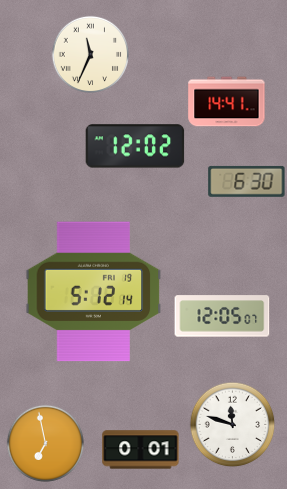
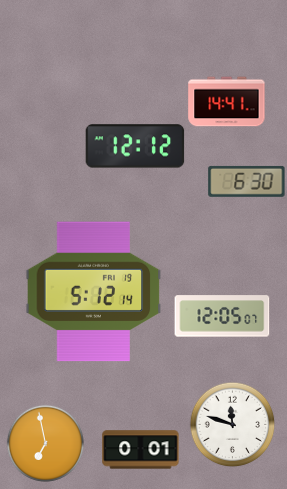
clock at (90, 54): 11:34 -> none
clock at (135, 146): 12:02 -> 12:12
